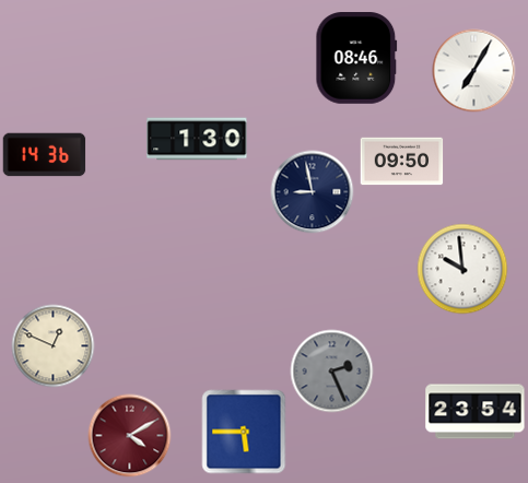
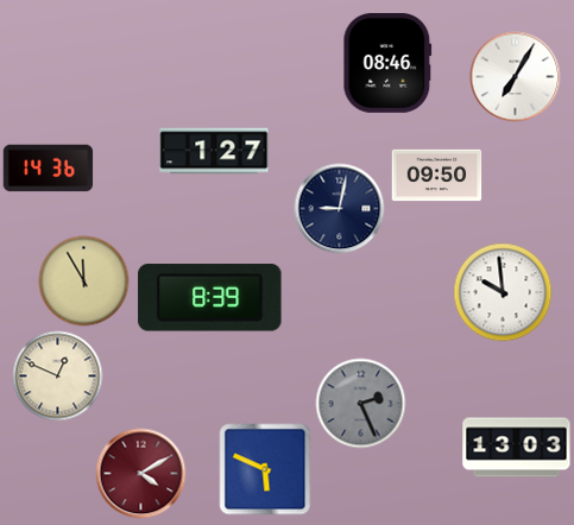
clock at (197, 139): 1:30 -> 1:27
clock at (313, 192): 8:58 -> 9:02
clock at (84, 282): none -> 11:55
clock at (210, 298): none -> 8:39
clock at (476, 412): 23:54 -> 13:03
clock at (244, 432): 5:45 -> 5:49
